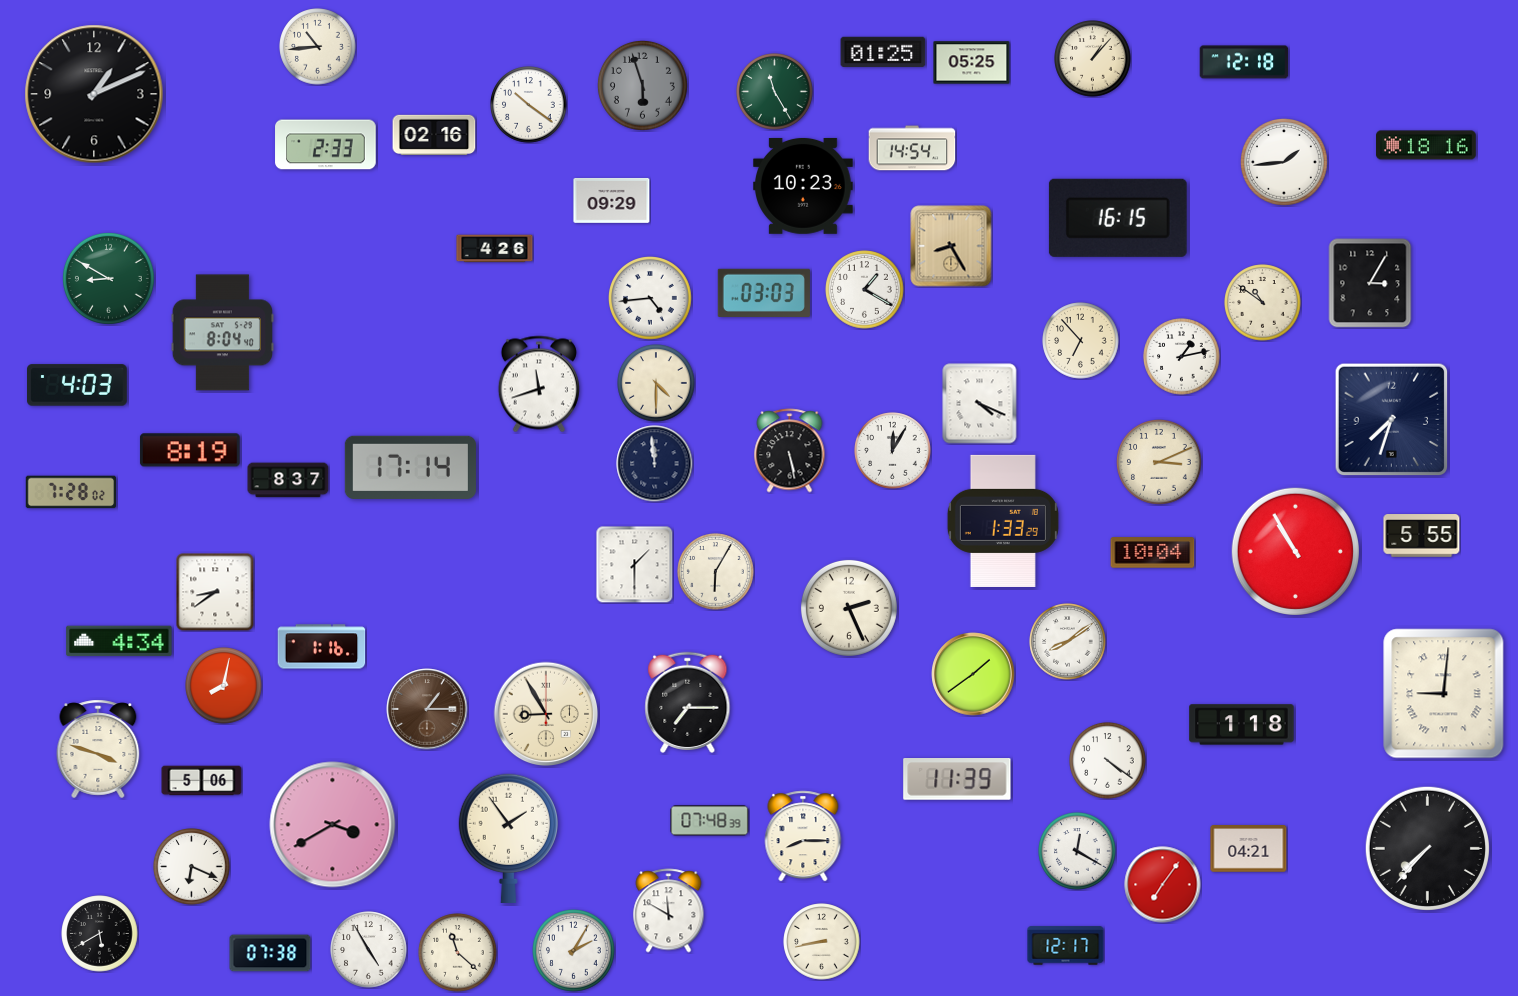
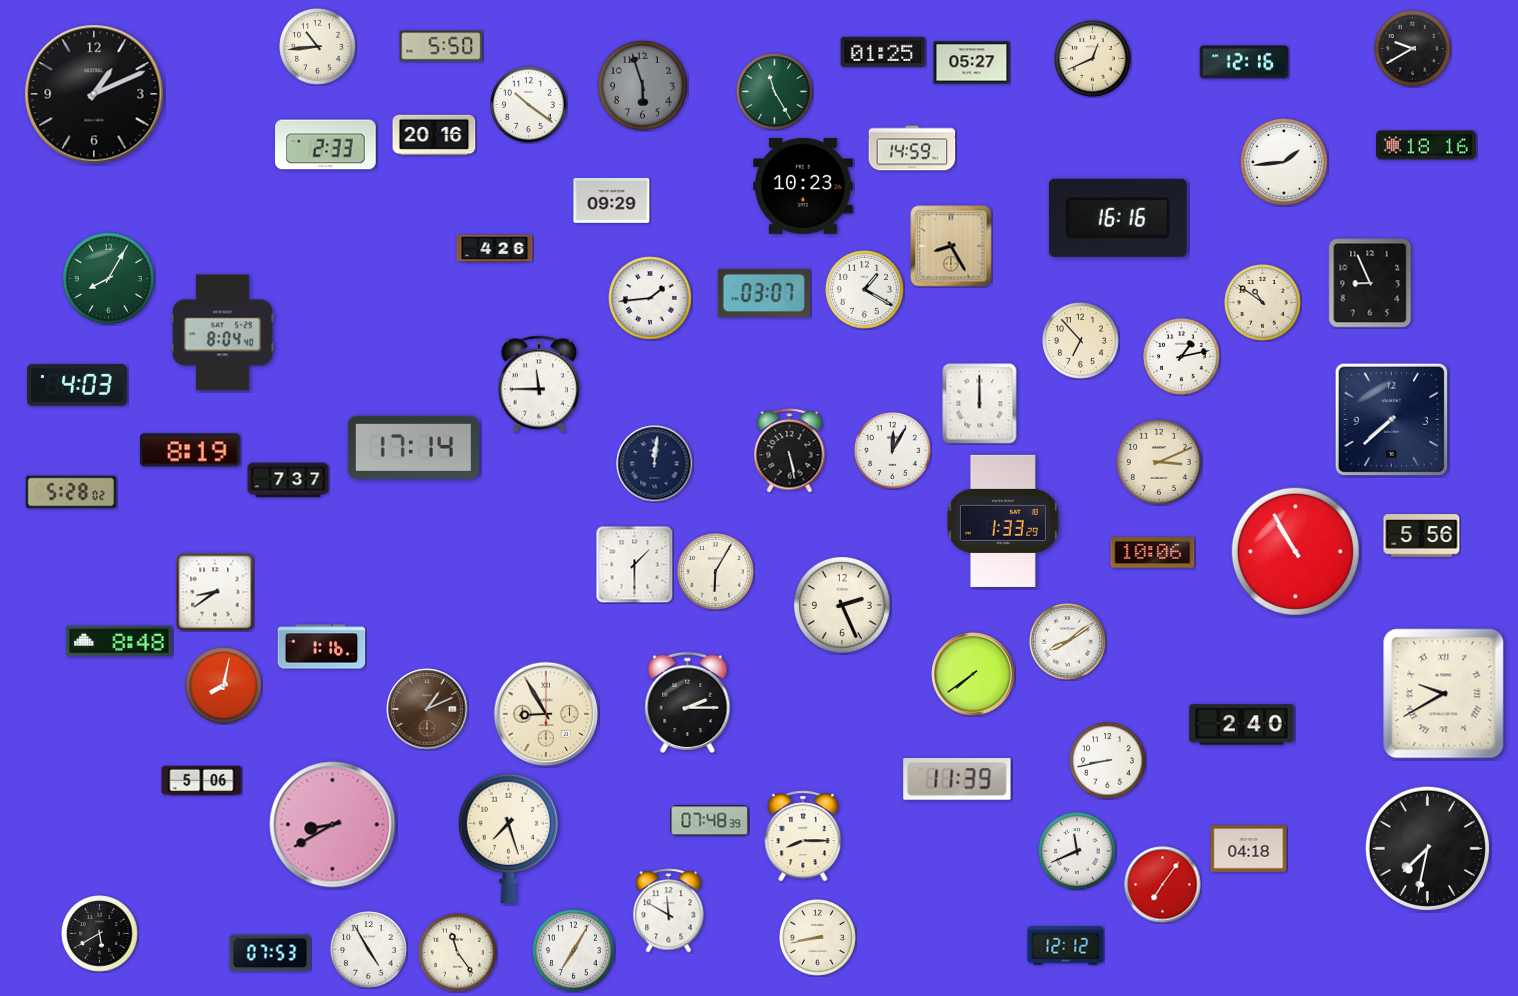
clock at (441, 46): none -> 5:50
clock at (1413, 49): none -> 9:40
clock at (1093, 59): 1:07 -> 12:41
clock at (1244, 62): 12:18 -> 12:16
clock at (972, 63): 05:25 -> 05:27
clock at (434, 134): 02:16 -> 20:16
clock at (912, 148): 14:54 -> 14:59
clock at (1118, 218): 16:15 -> 16:16
clock at (108, 278): 8:50 -> 8:05
clock at (1370, 283): 3:05 -> 8:56
clock at (764, 293): 03:03 -> 03:07
clock at (651, 299): 4:44 -> 1:44
clock at (656, 383): 4:30 -> none
clock at (539, 384): 11:42 -> 11:45
clock at (980, 404): 4:19 -> 12:00
clock at (1392, 420): 7:33 -> 7:38
clock at (655, 464): 11:59 -> 12:01
clock at (410, 467) position: (410, 467) -> (413, 447)
clock at (288, 480): 8:37 -> 7:37
clock at (71, 492): 7:28 -> 5:28
clock at (1422, 536): 5:55 -> 5:56
clock at (1153, 553): 10:04 -> 10:06
clock at (849, 608) position: (849, 608) -> (842, 605)
clock at (119, 641): 4:34 -> 8:48
clock at (973, 674): 1:39 -> 7:39
clock at (1444, 694): 9:01 -> 9:40
clock at (688, 702): 7:15 -> 2:15
clock at (427, 709): 1:15 -> 1:11
clock at (1242, 725): 1:18 -> 2:40
clock at (98, 749): 3:48 -> none
clock at (1108, 761): 4:21 -> 8:43
clock at (333, 825): 3:40 -> 8:40
clock at (508, 838): 1:54 -> 7:27
clock at (1427, 848): 7:37 -> 7:32
clock at (1249, 849): 04:21 -> 04:18
clock at (1077, 851): 12:20 -> 11:41
clock at (192, 867): 6:19 -> none
clock at (822, 942) position: (822, 942) -> (818, 938)
clock at (1066, 946): 12:17 -> 12:12
clock at (574, 951): 2:05 -> 7:05
clock at (270, 953): 07:38 -> 07:53
clock at (458, 953): 11:22 -> 11:24
